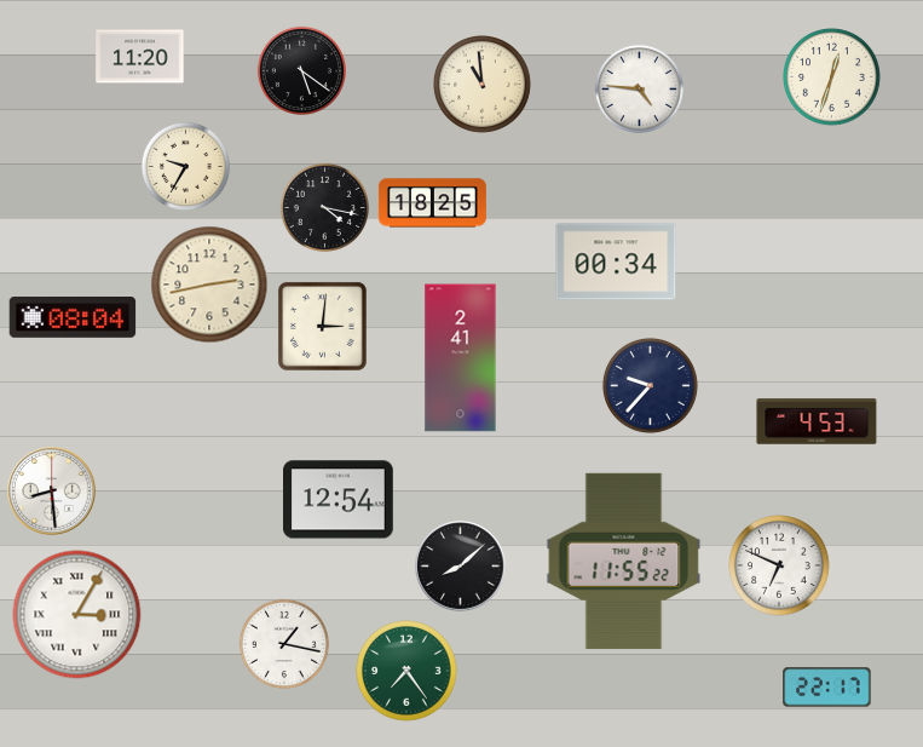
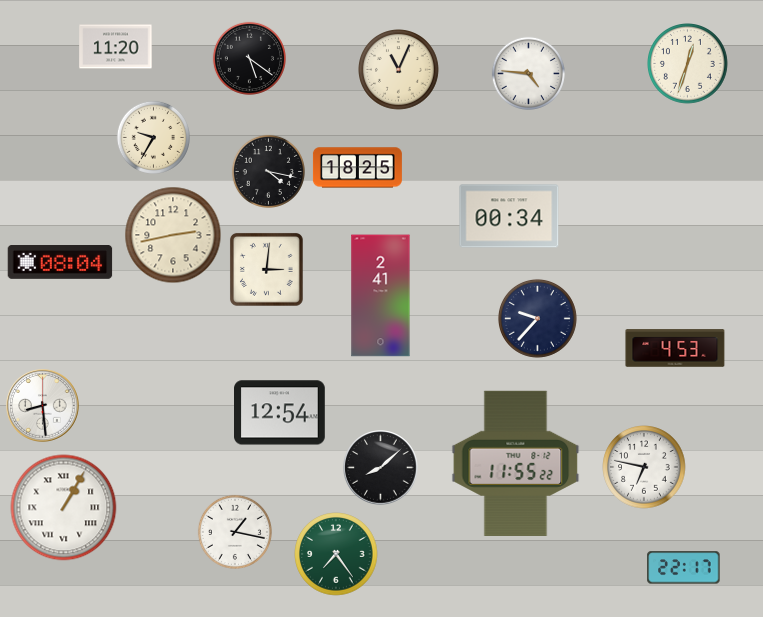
clock at (483, 85): 10:59 -> 11:04
clock at (779, 565): 6:49 -> 6:47
clock at (77, 615): 3:05 -> 1:05
